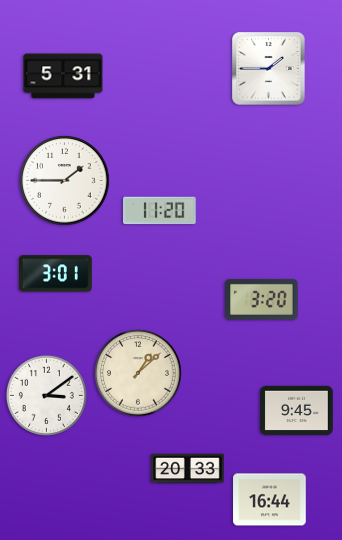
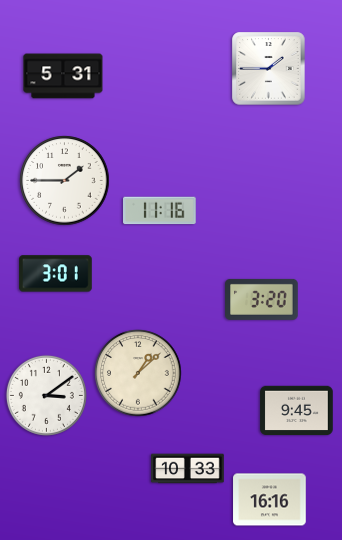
clock at (160, 211): 11:20 -> 11:16
clock at (188, 469): 20:33 -> 10:33
clock at (270, 500): 16:44 -> 16:16
